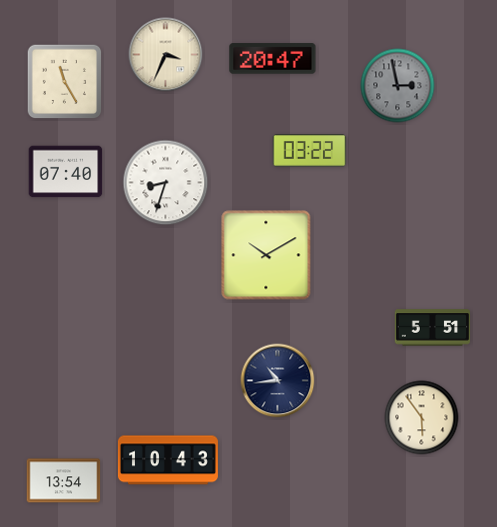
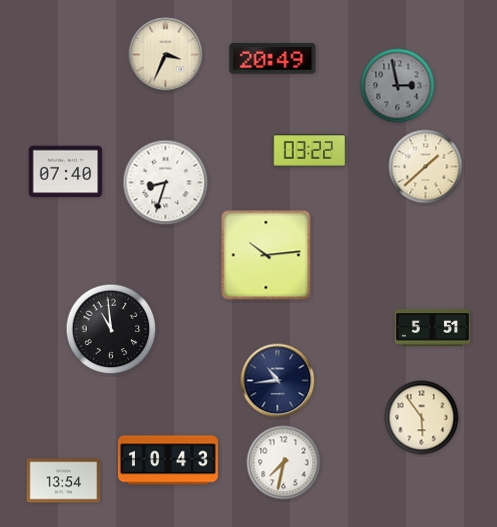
clock at (273, 59): 20:47 -> 20:49
clock at (65, 82): 11:25 -> none
clock at (426, 167): none -> 1:38
clock at (266, 255): 10:10 -> 10:14
clock at (111, 329): none -> 10:59
clock at (284, 463): none -> 7:32
